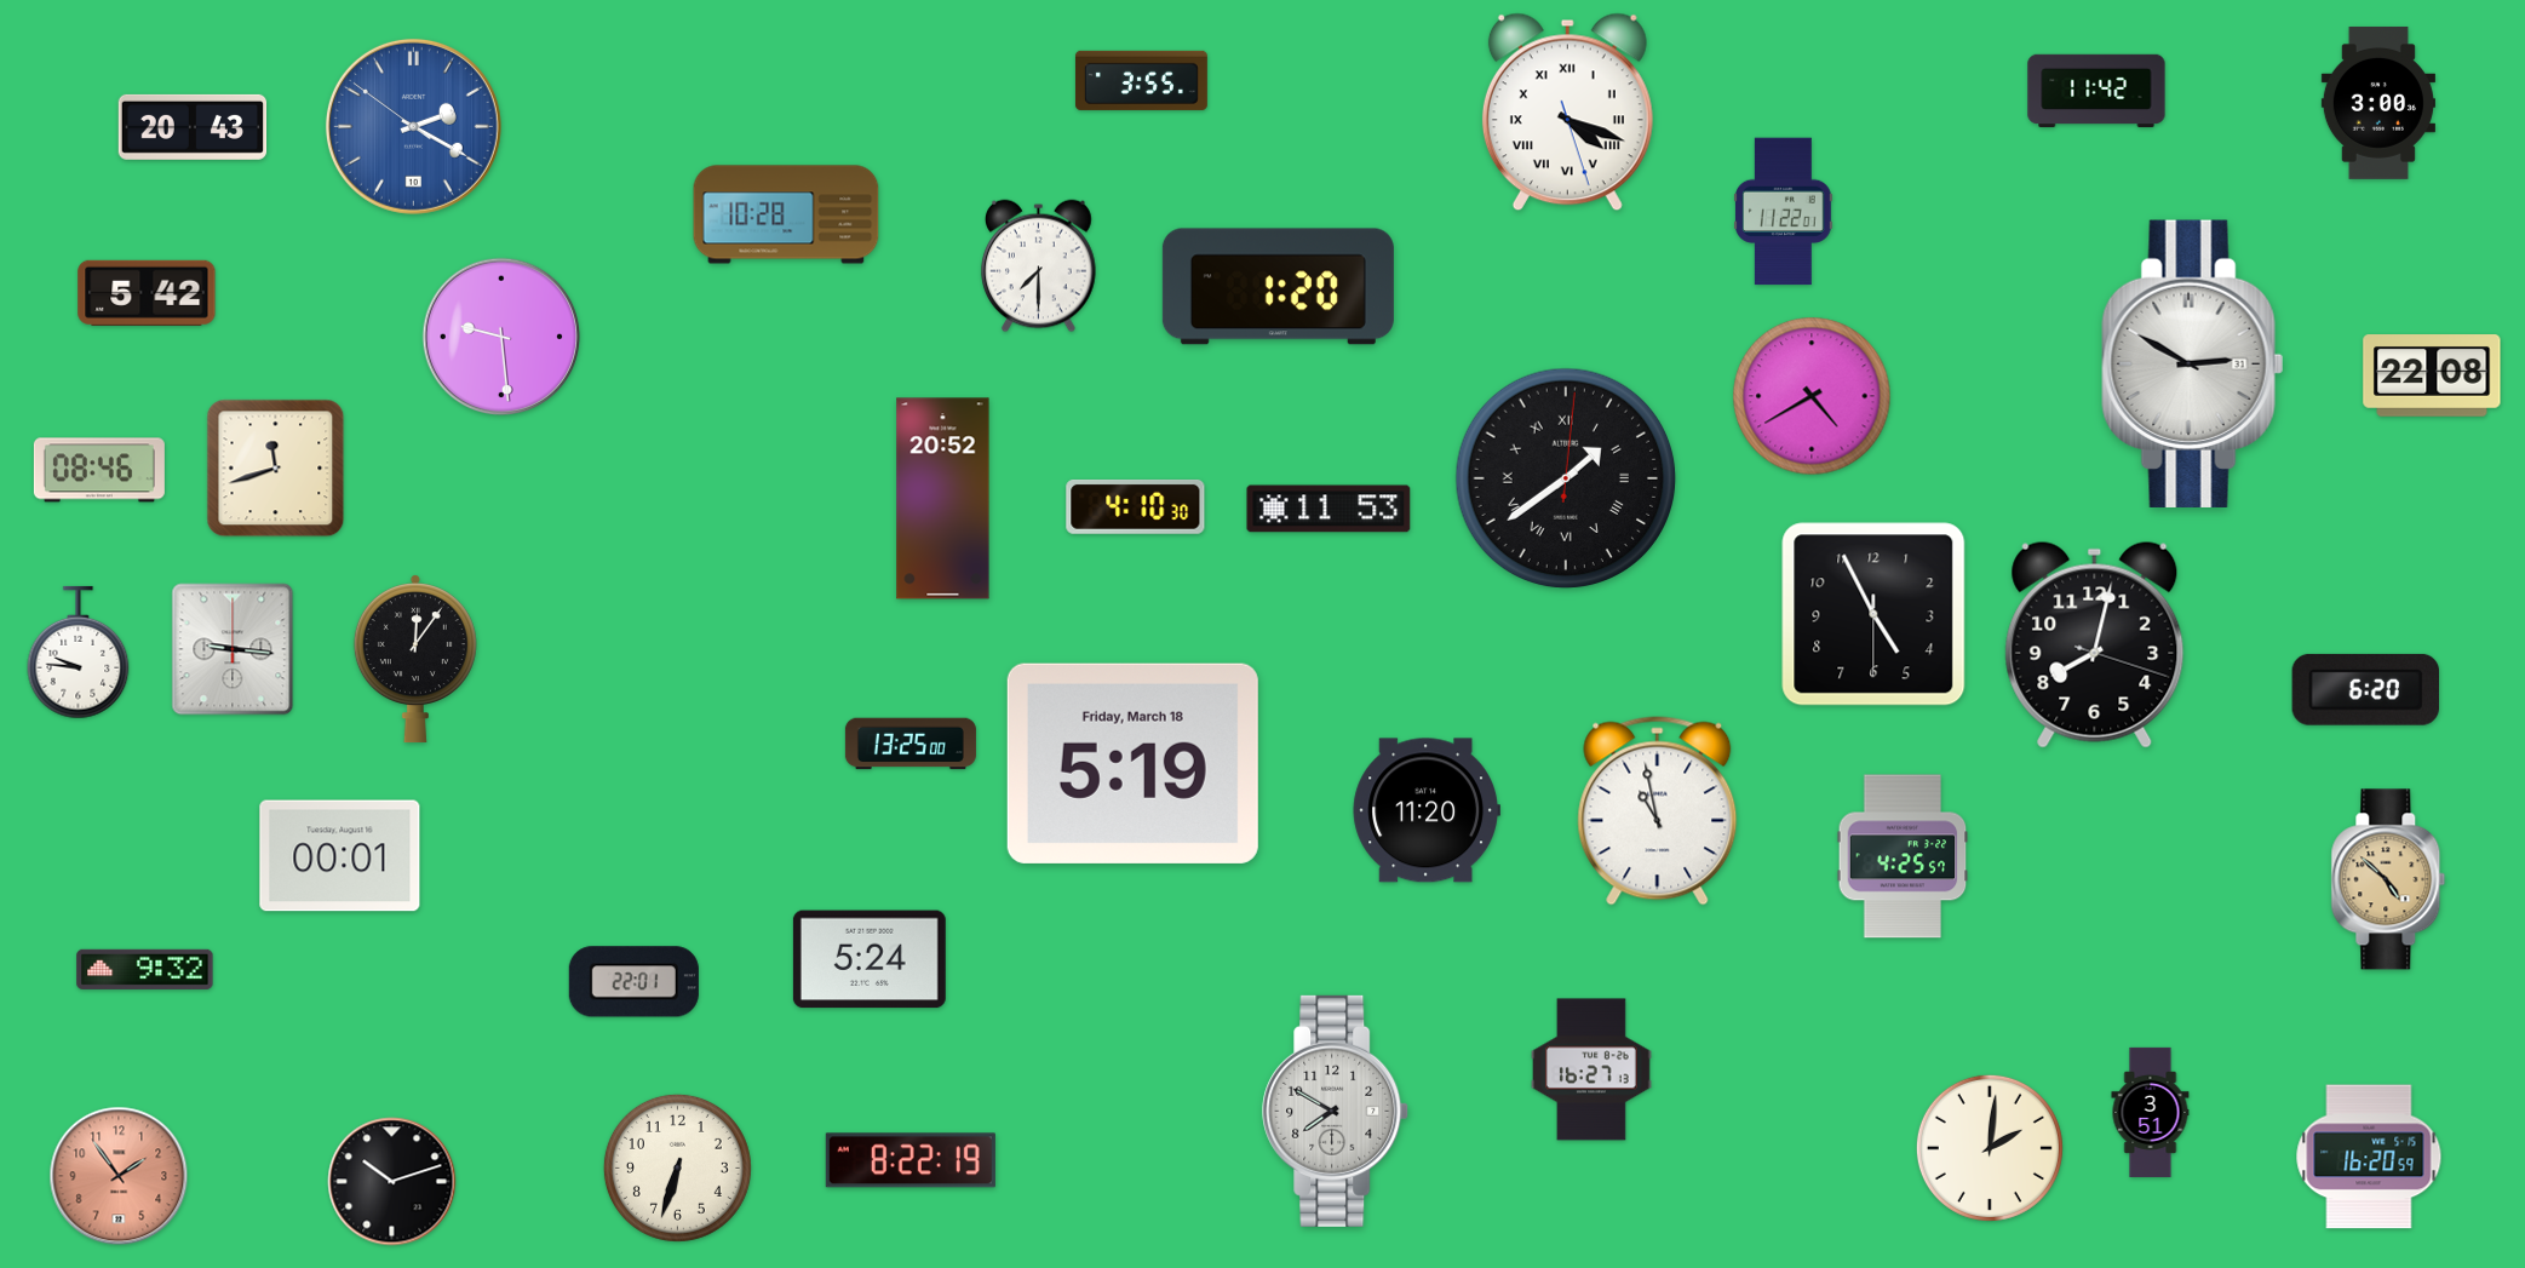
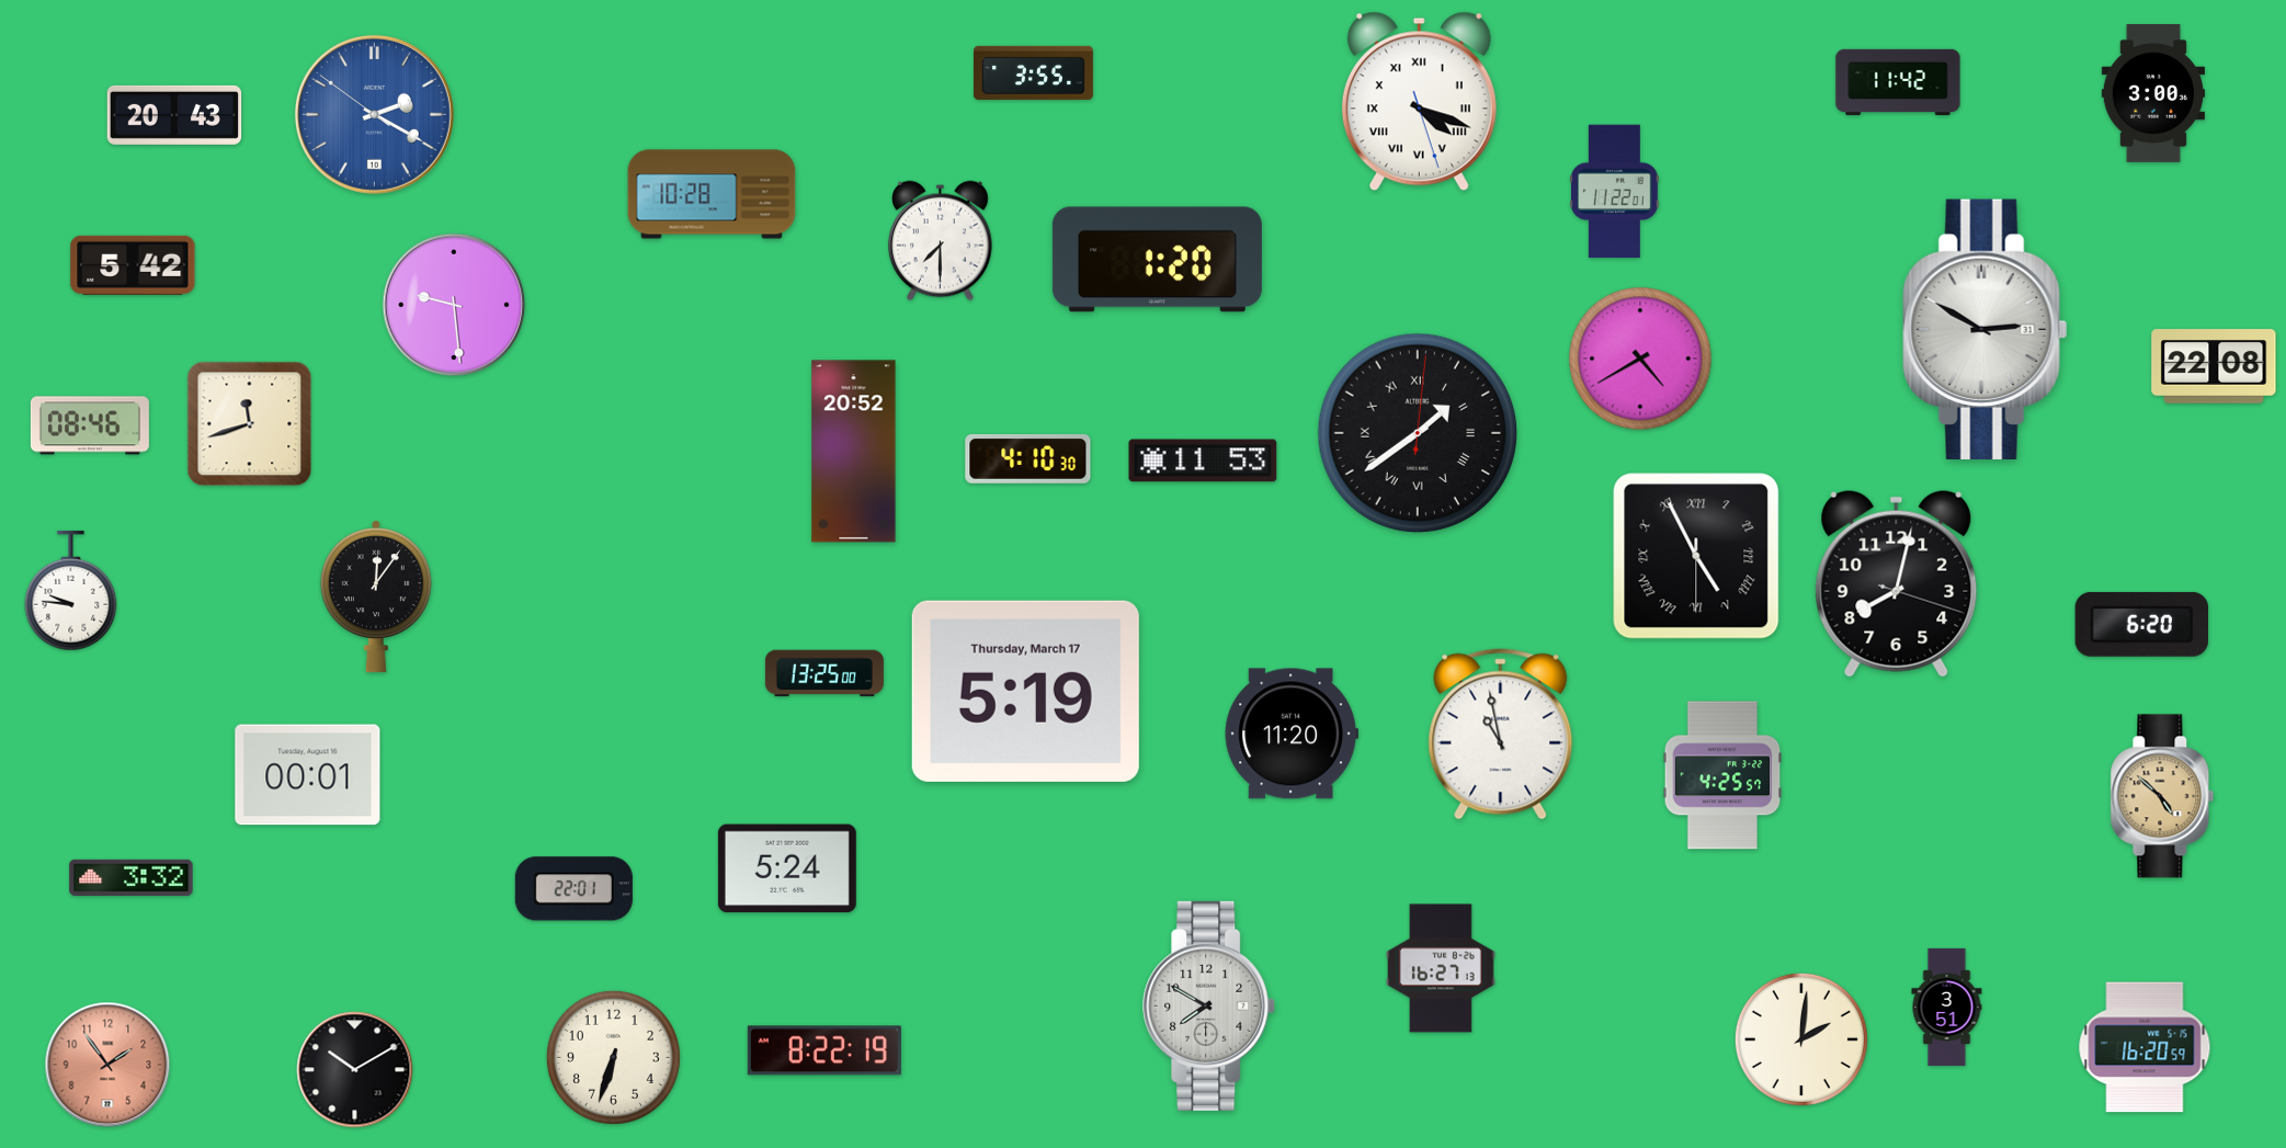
clock at (2432, 375) position: (2432, 375) -> (2214, 366)
clock at (1873, 614) numerals: Arabic -> Roman
clock at (233, 649): 9:16 -> none
clock at (1132, 763) date: Friday, March 18 -> Thursday, March 17
clock at (145, 969): 9:32 -> 3:32
clock at (392, 1182): 10:12 -> 10:10
